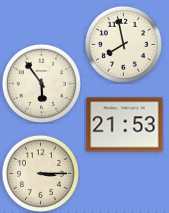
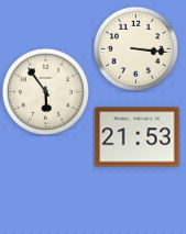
clock at (123, 44): 7:58 -> 3:16
clock at (40, 173): 3:15 -> none
